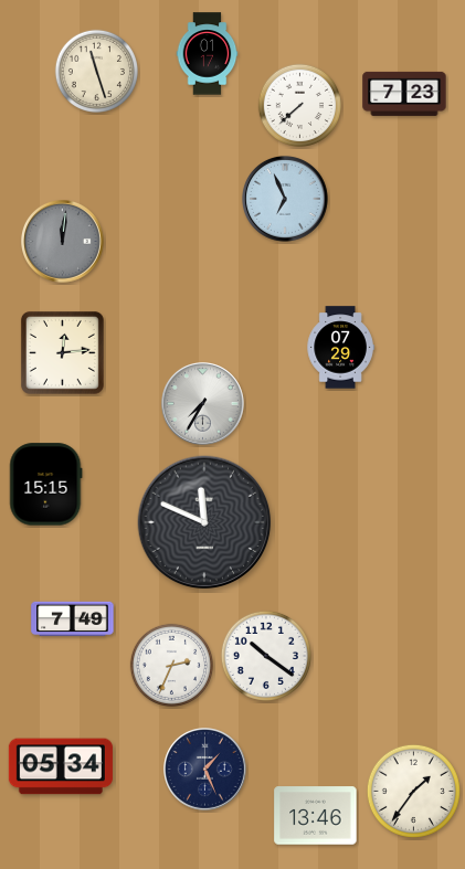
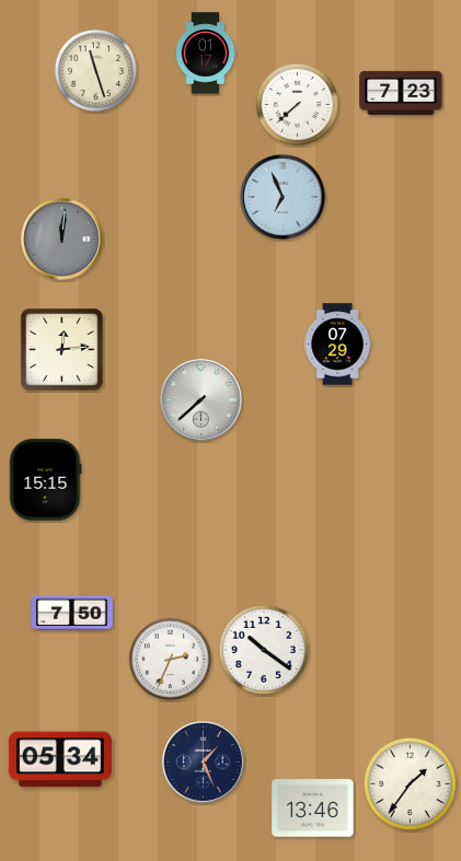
clock at (203, 404): 7:35 -> 7:38
clock at (204, 522): 11:49 -> none
clock at (73, 619): 7:49 -> 7:50
